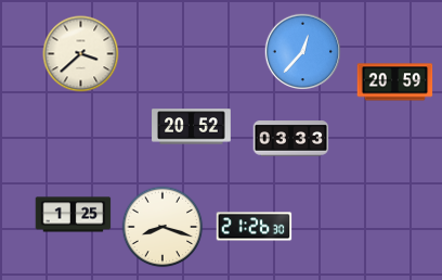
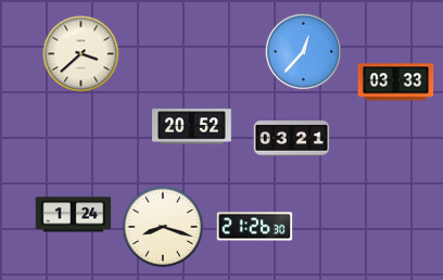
clock at (395, 82): 20:59 -> 03:33
clock at (291, 139): 03:33 -> 03:21
clock at (74, 215): 1:25 -> 1:24
